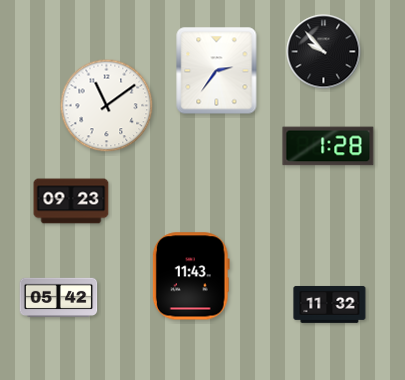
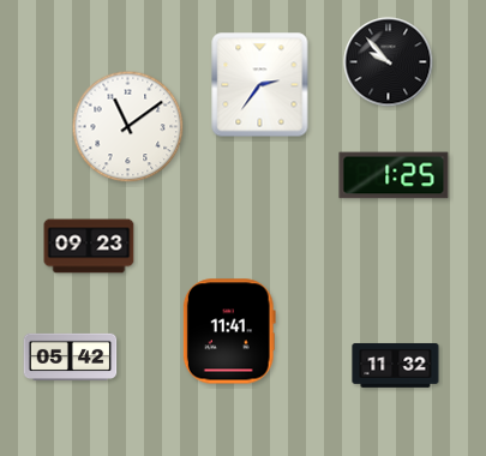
clock at (328, 146): 1:28 -> 1:25
clock at (71, 201) position: (71, 201) -> (89, 246)
clock at (191, 276): 11:43 -> 11:41
